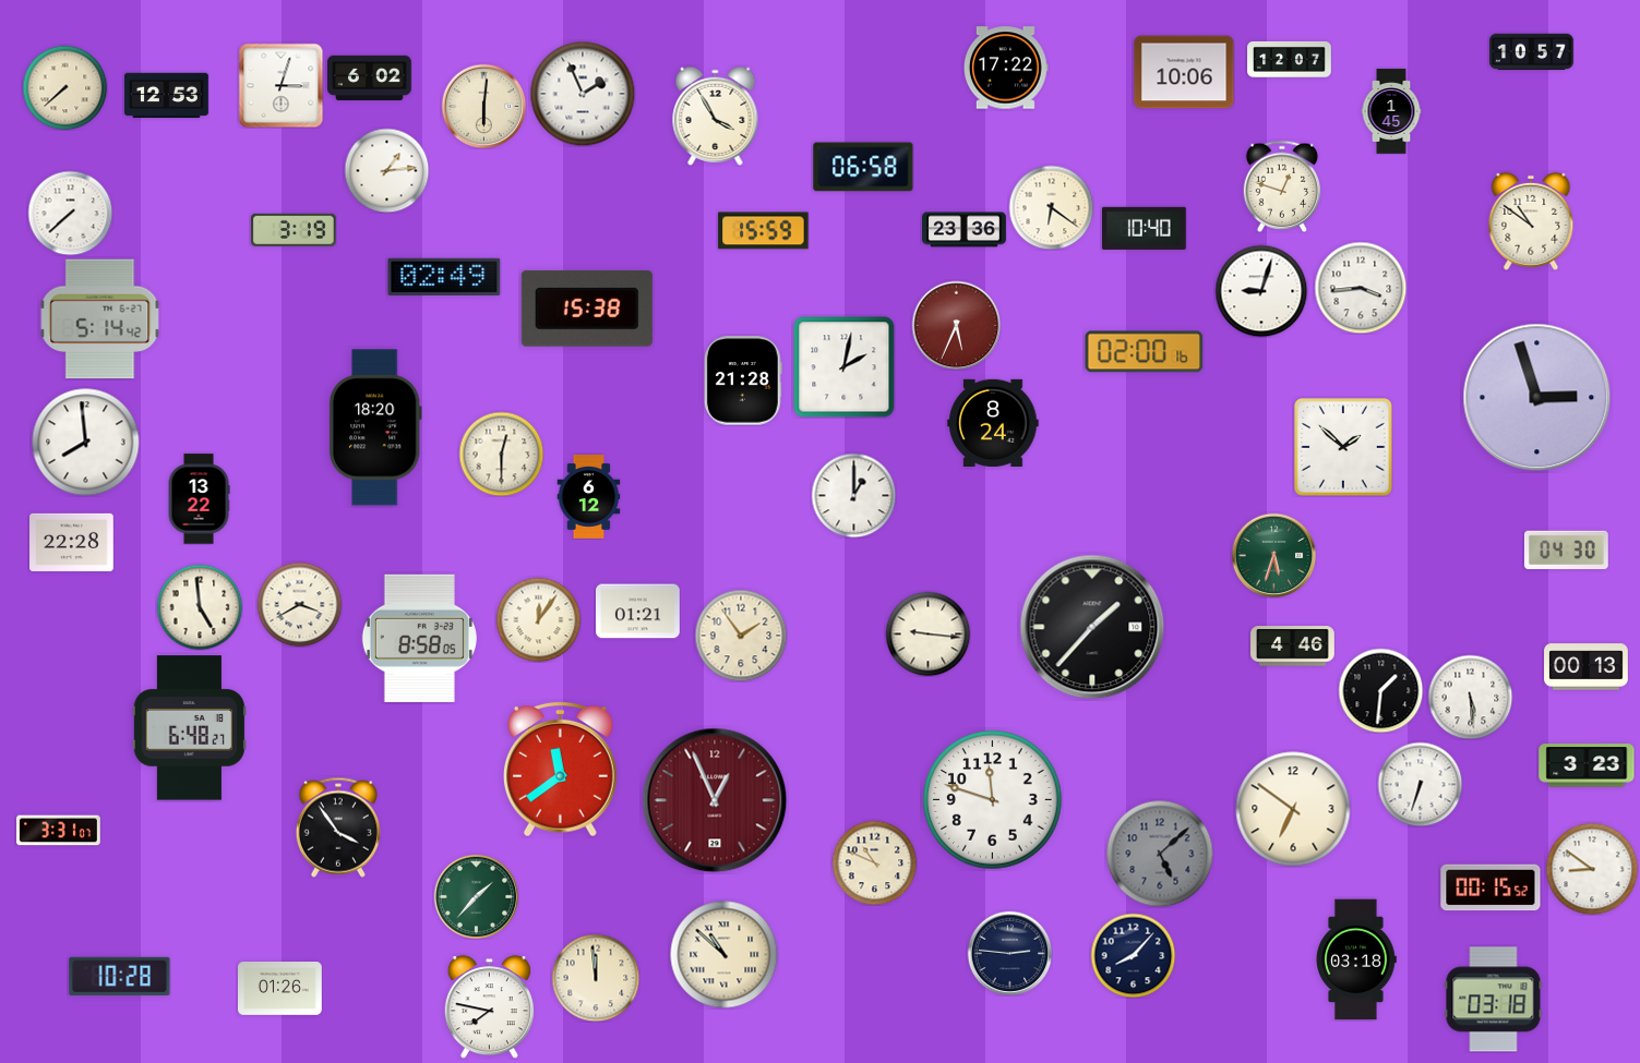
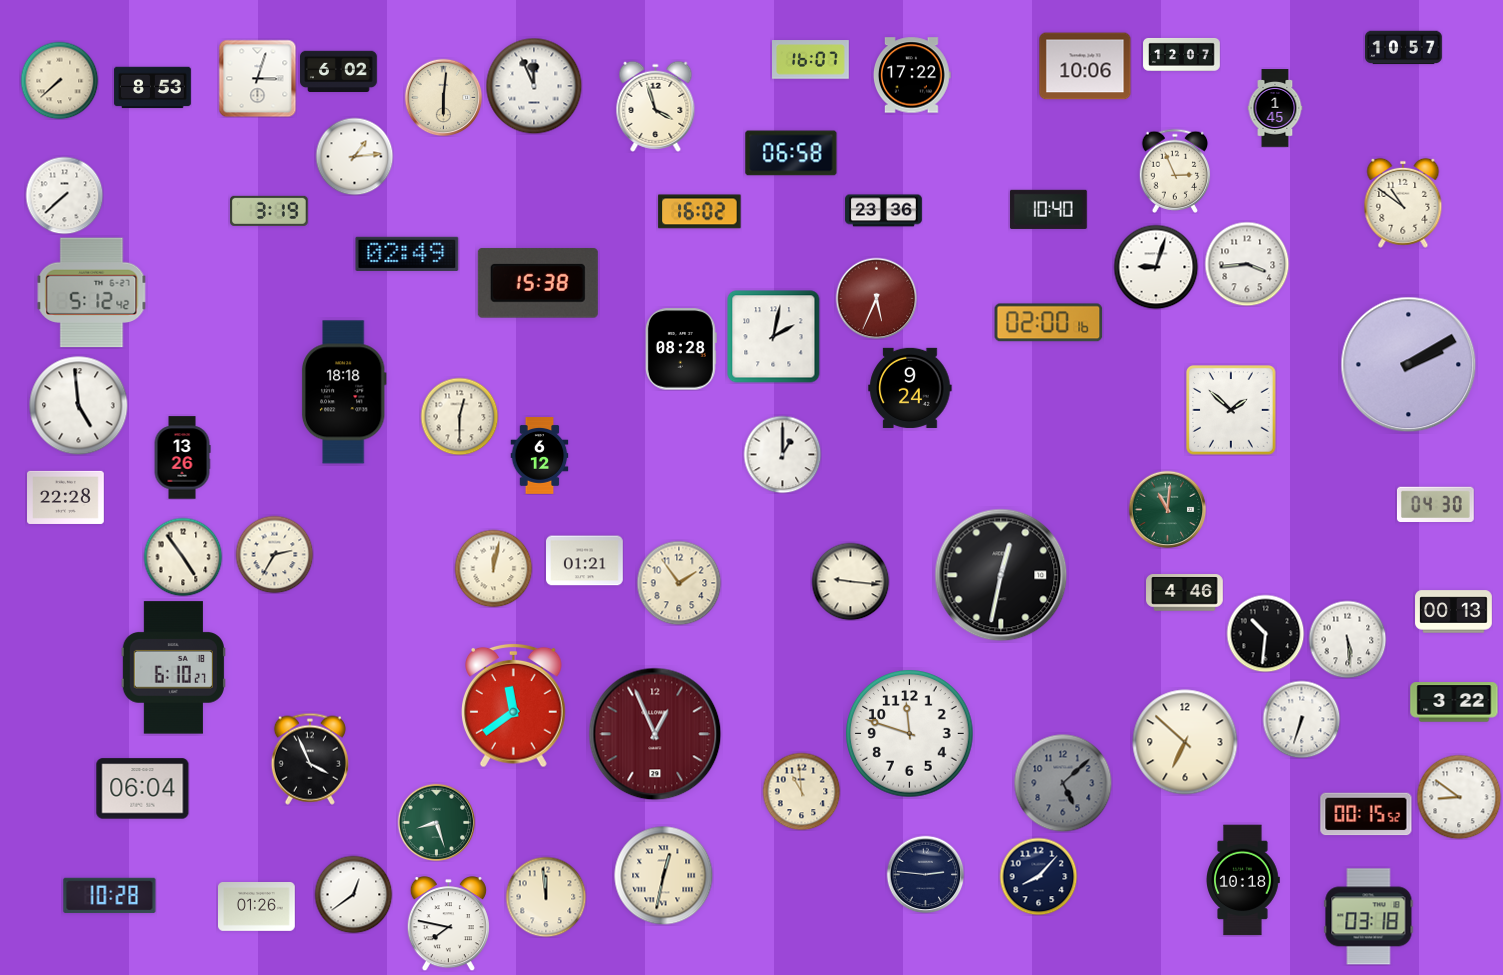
clock at (811, 60): none -> 16:07
clock at (1006, 68) position: (1006, 68) -> (912, 75)
clock at (583, 94): 1:56 -> 11:56
clock at (167, 96): 12:53 -> 8:53
clock at (1391, 111) position: (1391, 111) -> (1275, 108)
clock at (716, 116): 3:55 -> 3:57
clock at (1282, 186): 12:48 -> 2:56
clock at (1051, 207): 6:21 -> none
clock at (764, 231): 15:59 -> 16:02
clock at (100, 319): 5:14 -> 5:12
clock at (743, 380): 21:28 -> 08:28
clock at (1537, 398): 2:57 -> 2:10
clock at (993, 423): 8:24 -> 9:24
clock at (375, 427): 18:20 -> 18:18
clock at (86, 443): 7:59 -> 4:59
clock at (199, 499): 13:22 -> 13:26
clock at (1273, 555): 5:33 -> 11:01
clock at (299, 604): 3:40 -> 2:35
clock at (200, 607): 4:59 -> 4:54
clock at (538, 619): 12:06 -> 12:02
clock at (1092, 627): 1:37 -> 12:32
clock at (419, 638): 8:58 -> none
clock at (1380, 690): 1:31 -> 10:31
clock at (189, 728): 6:48 -> 6:10
clock at (1587, 765): 3:23 -> 3:22
clock at (1293, 809): 6:51 -> 6:52
clock at (338, 828): 3:54 -> 3:56
clock at (59, 831): 3:31 -> none
clock at (143, 789): none -> 06:04
clock at (874, 862): 10:49 -> 10:59
clock at (476, 896): 1:37 -> 8:27
clock at (725, 955): 10:52 -> 12:32
clock at (1356, 959): 03:18 -> 10:18
clock at (353, 894): none -> 12:39
